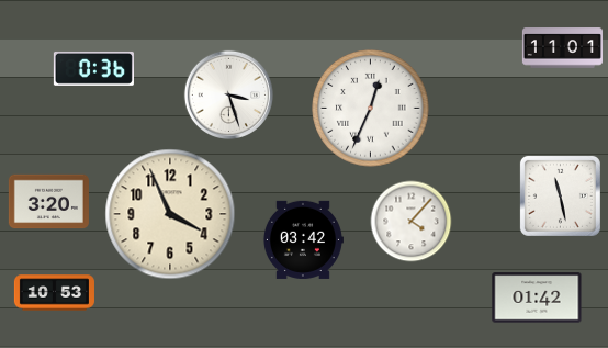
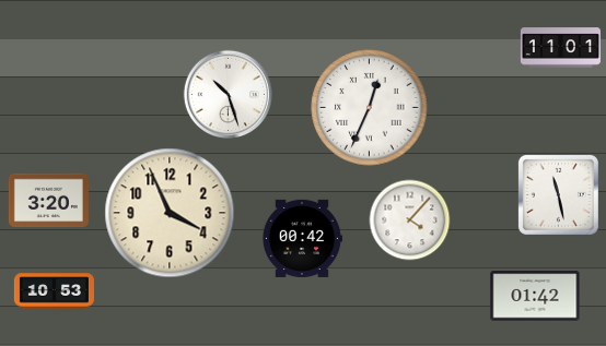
clock at (93, 68): 0:36 -> none
clock at (228, 94): 3:27 -> 10:27
clock at (303, 239): 03:42 -> 00:42
